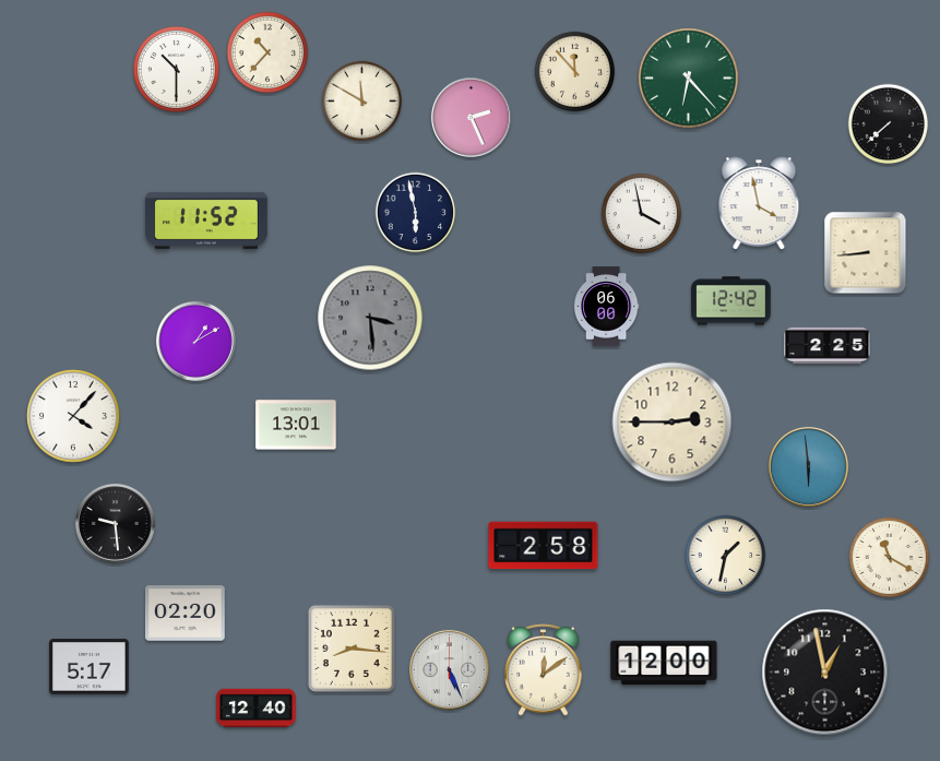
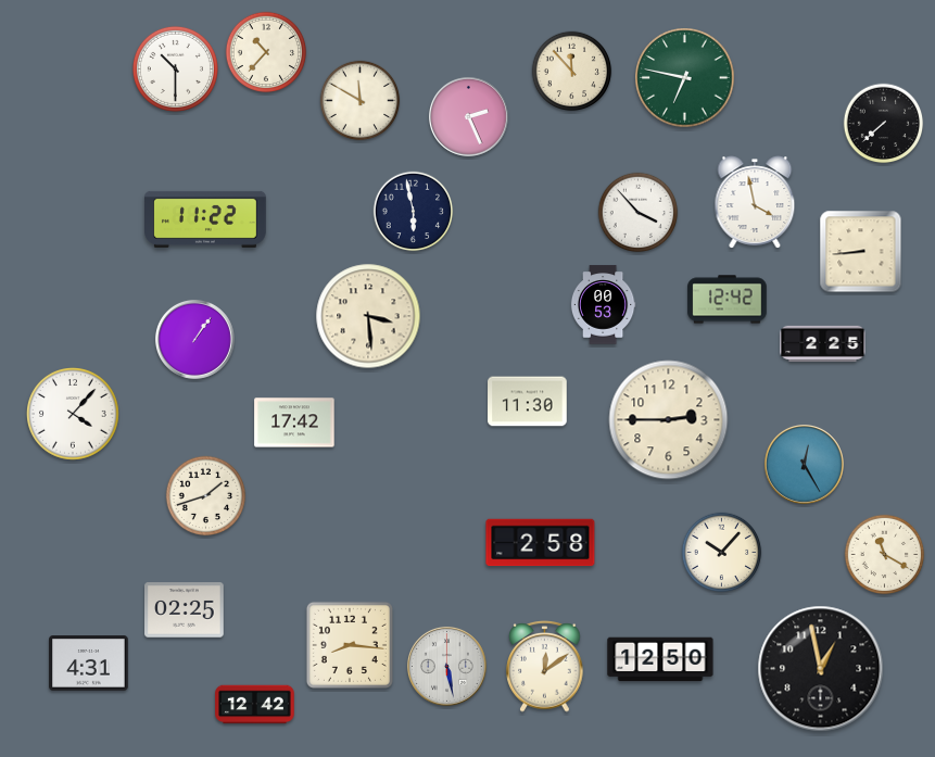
clock at (689, 79): 6:23 -> 6:47
clock at (642, 214): 3:58 -> 3:53
clock at (207, 221): 11:52 -> 11:22
clock at (606, 307): 06:00 -> 00:53
clock at (370, 318) dial: grey -> cream
clock at (195, 341): 1:10 -> 1:06
clock at (528, 402): none -> 11:30
clock at (296, 425): 13:01 -> 17:42
clock at (808, 466): 5:59 -> 12:25
clock at (206, 496): none -> 1:42
clock at (115, 523): 9:29 -> none
clock at (726, 556): 1:32 -> 10:07
clock at (186, 614): 02:20 -> 02:25
clock at (664, 663): 12:00 -> 12:50
clock at (90, 667): 5:17 -> 4:31
clock at (449, 669): 5:26 -> 5:28
clock at (544, 670) position: (544, 670) -> (545, 667)
clock at (257, 709): 12:40 -> 12:42
